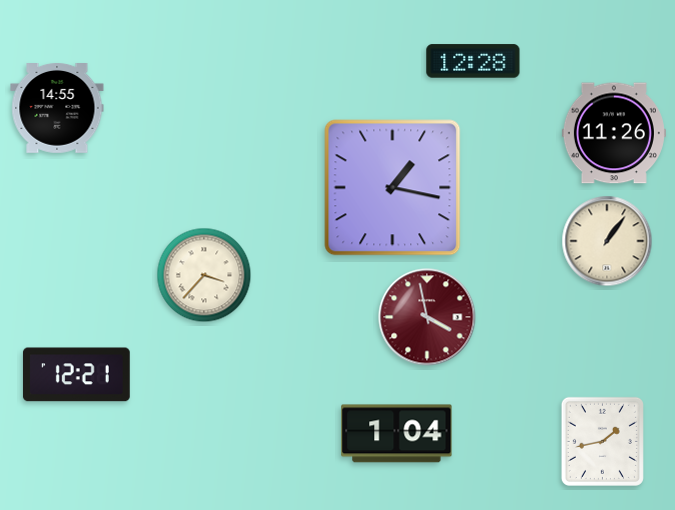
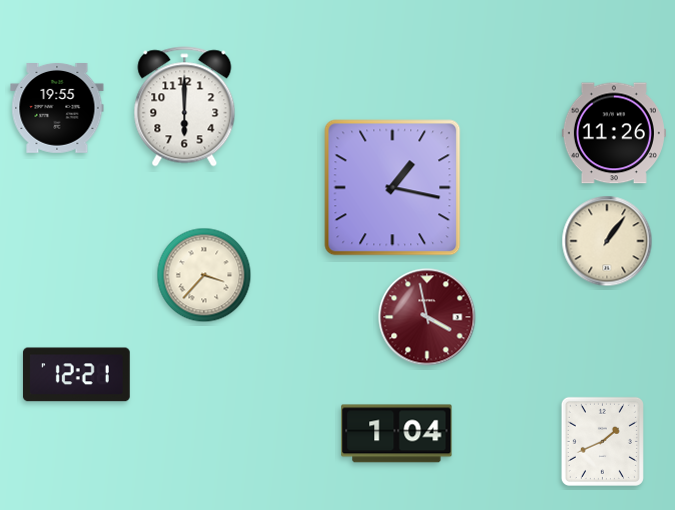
clock at (473, 61): 12:28 -> none
clock at (185, 107): none -> 6:00
clock at (57, 109): 14:55 -> 19:55
clock at (602, 441): 1:43 -> 1:41
